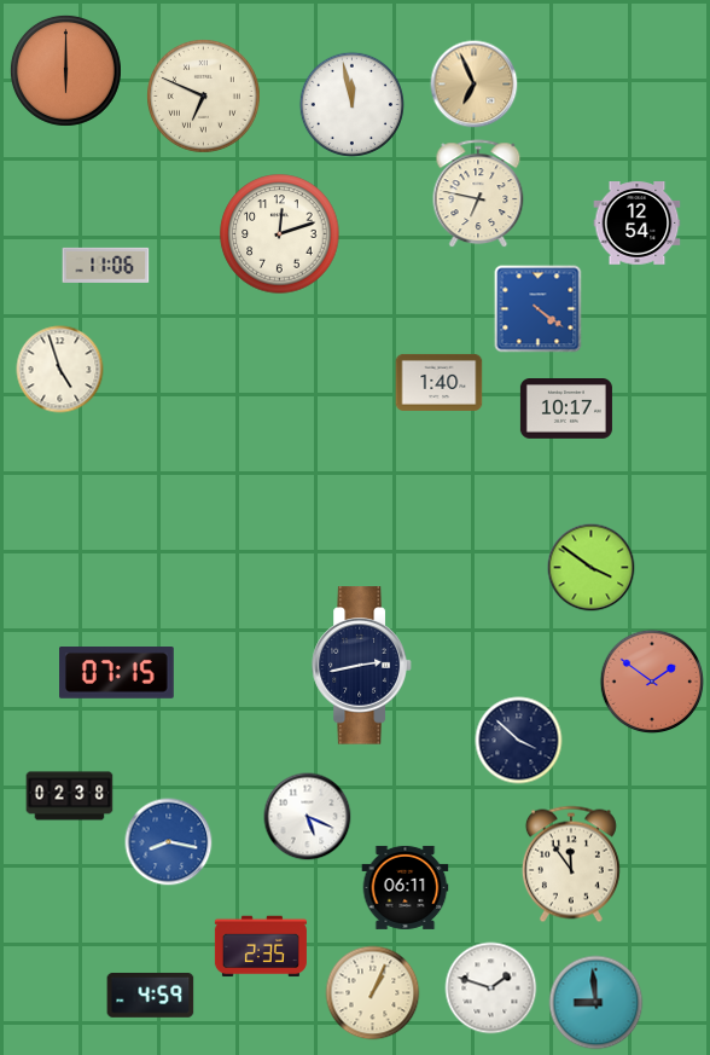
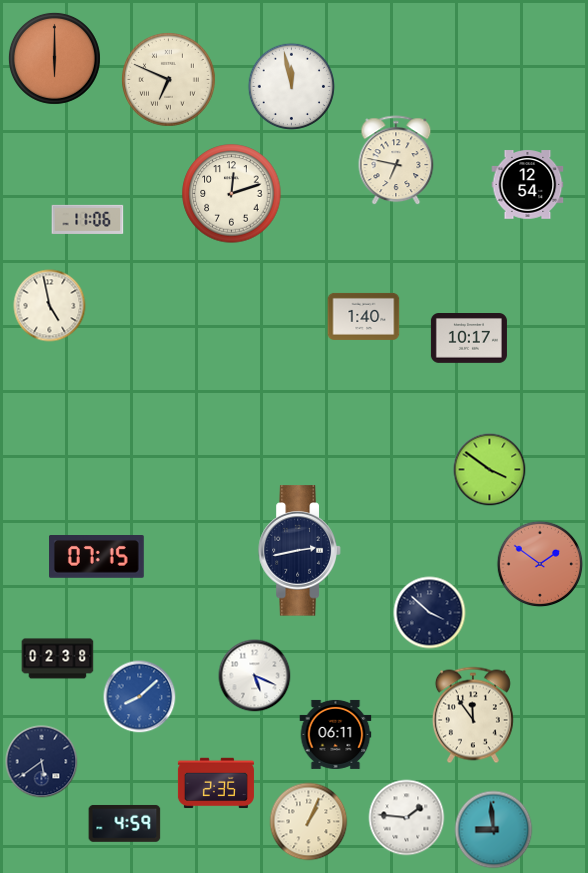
clock at (475, 85): 6:56 -> none
clock at (539, 309): 4:21 -> none
clock at (60, 370): 4:57 -> 4:58
clock at (169, 842): 8:17 -> 8:08
clock at (42, 762): none -> 5:39
clock at (491, 989): 1:48 -> 1:46
